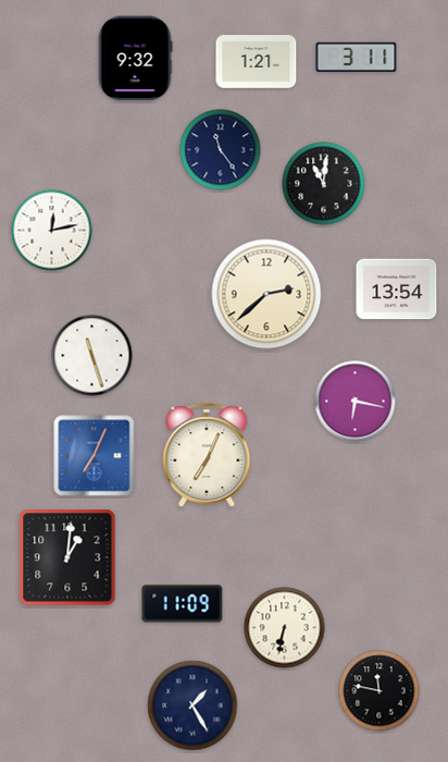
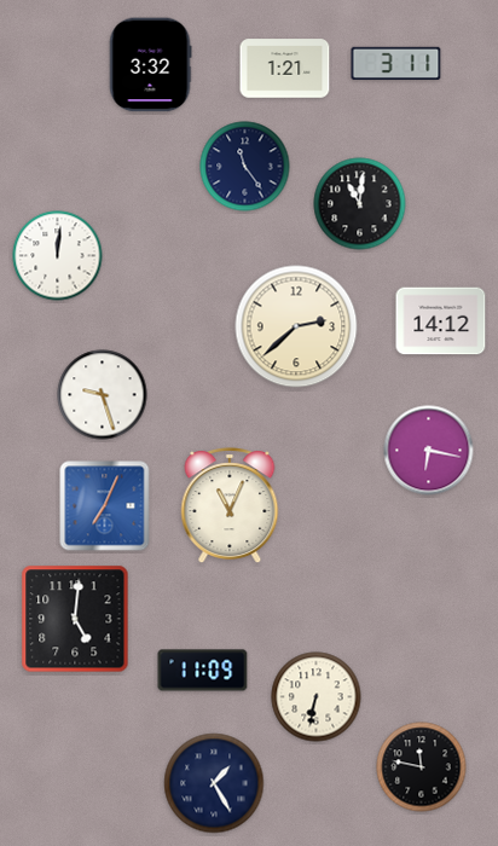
clock at (135, 59): 9:32 -> 3:32
clock at (52, 231): 12:13 -> 12:01
clock at (397, 290): 13:54 -> 14:12
clock at (92, 356): 11:27 -> 9:27
clock at (356, 402) position: (356, 402) -> (429, 451)
clock at (207, 456): 7:04 -> 11:04
clock at (67, 557): 1:01 -> 5:01
